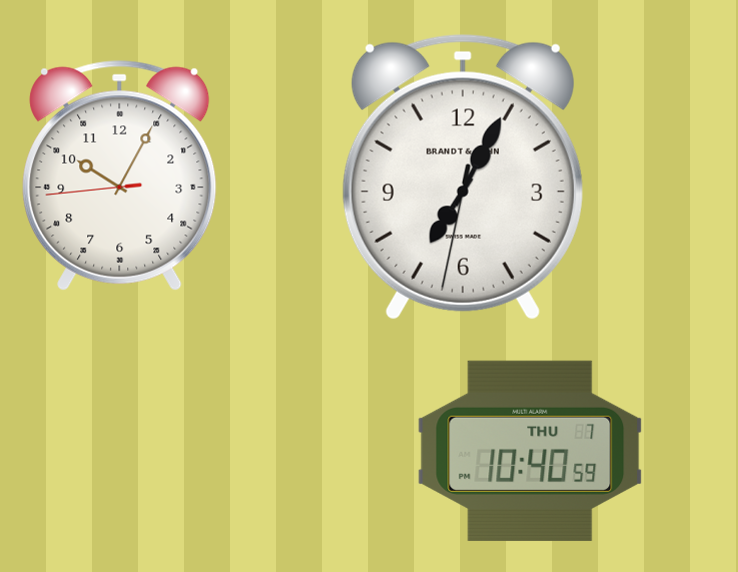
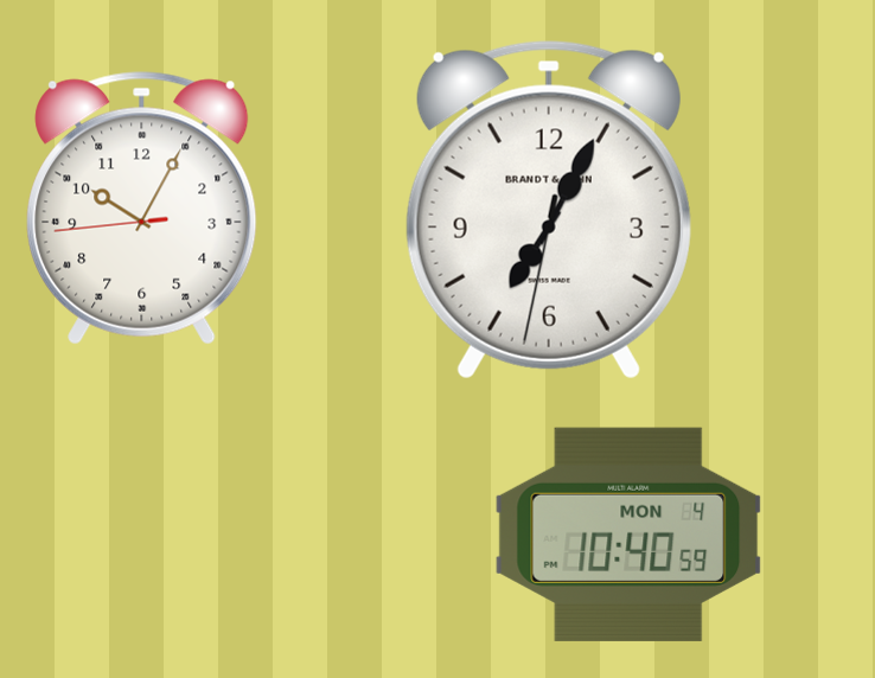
clock at (530, 451) date: THU 7 -> MON 4
